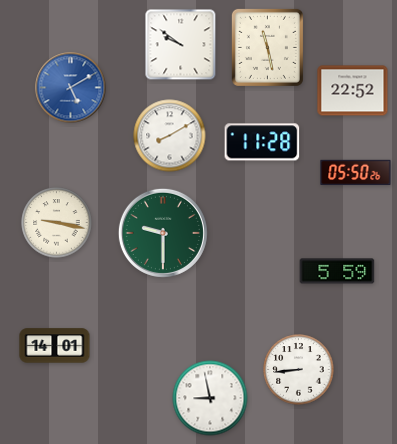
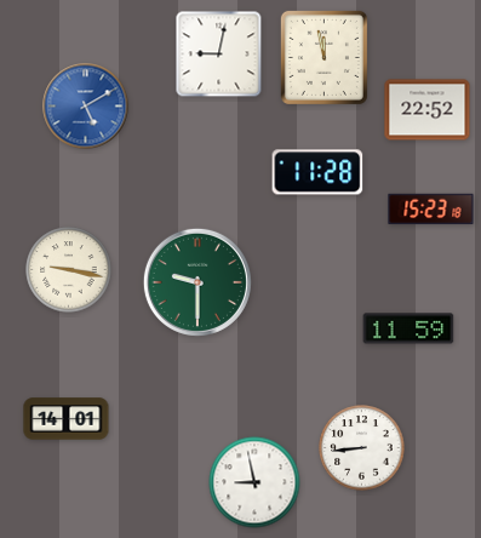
clock at (181, 45): 9:51 -> 9:02
clock at (267, 47): 11:28 -> 11:58
clock at (170, 136): 8:10 -> none
clock at (356, 173): 05:50 -> 15:23
clock at (337, 271): 5:59 -> 11:59
